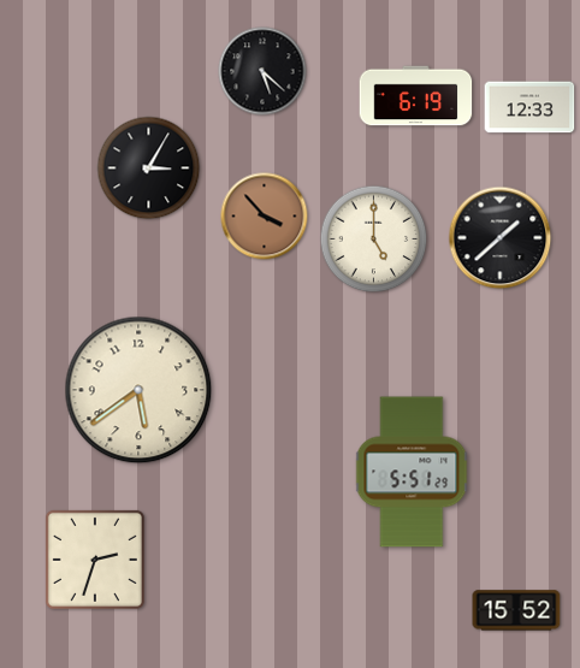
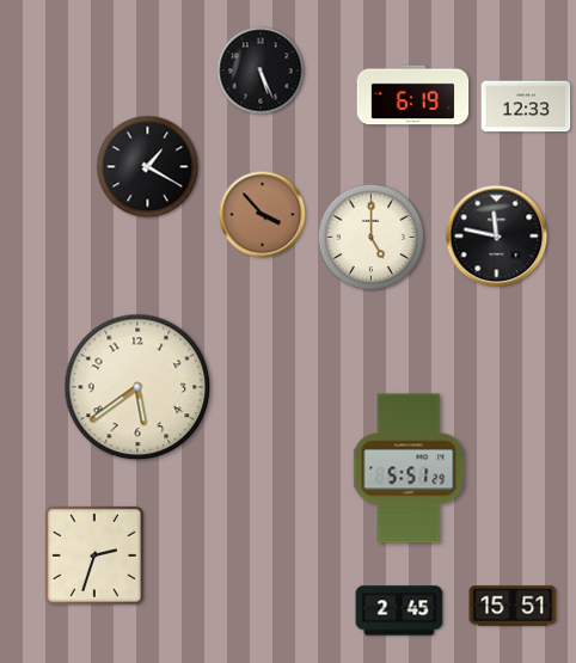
clock at (262, 71): 5:22 -> 5:26
clock at (149, 169): 3:05 -> 1:20
clock at (501, 238): 1:38 -> 11:47
clock at (516, 610): 15:52 -> 15:51
clock at (399, 610): none -> 2:45
